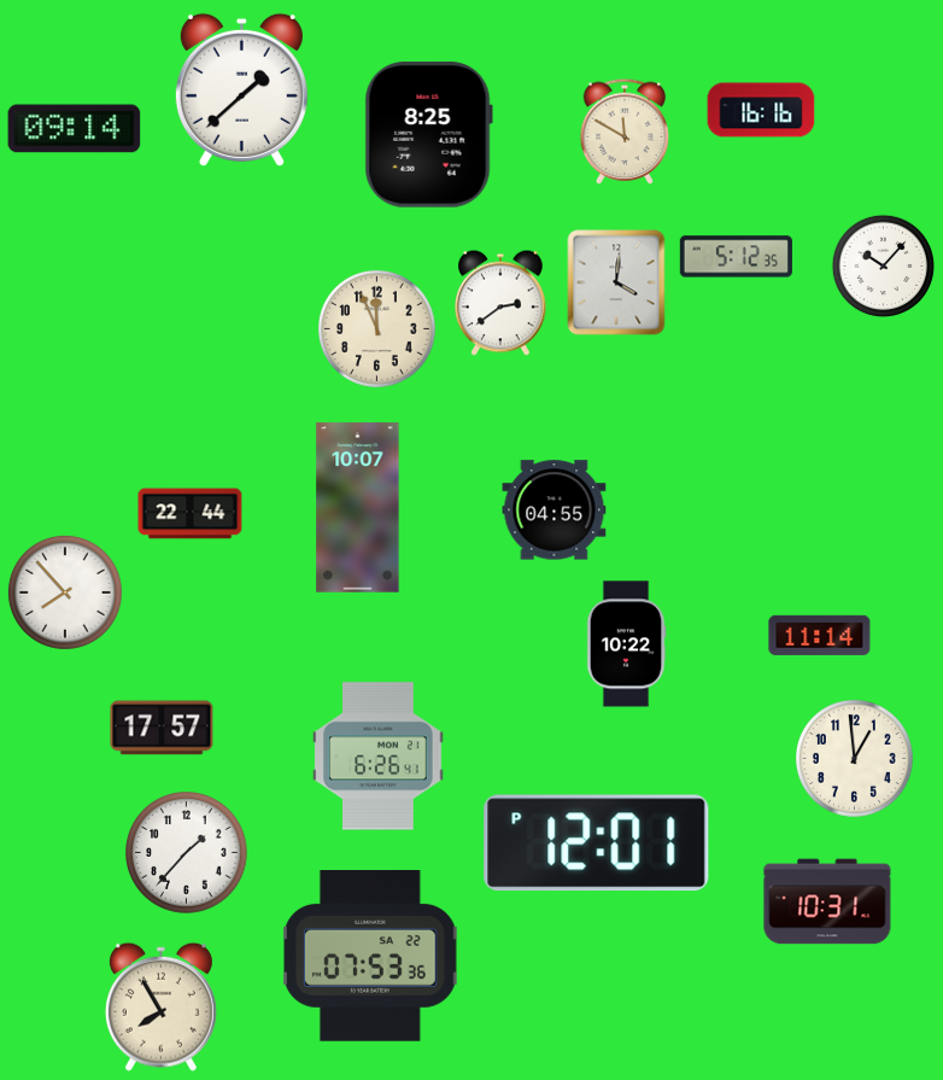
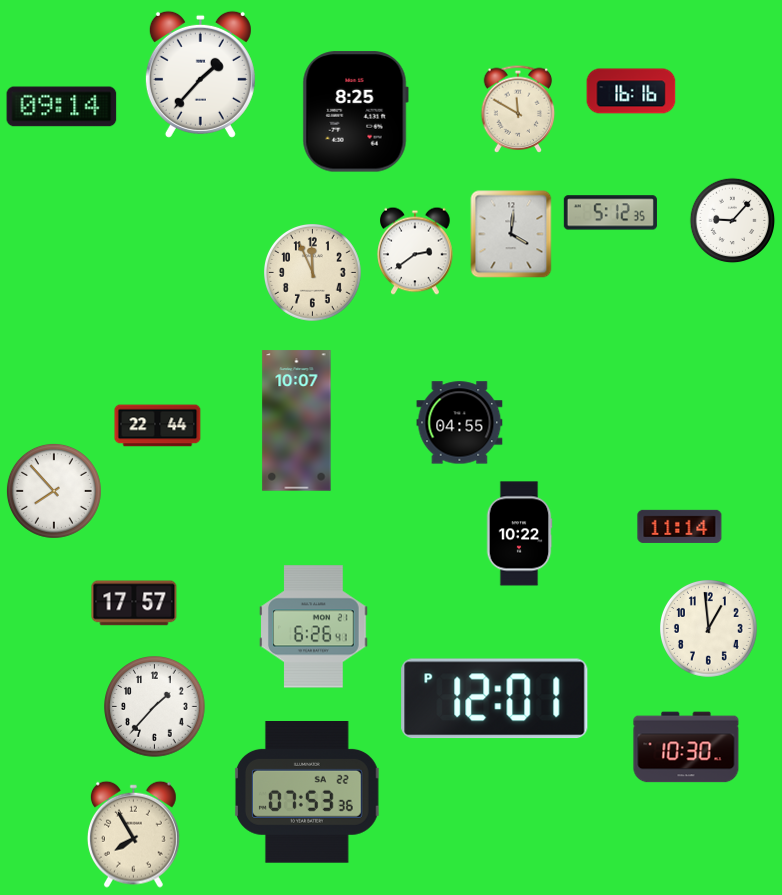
clock at (241, 89): 1:38 -> 1:37
clock at (884, 267): 10:07 -> 9:07
clock at (827, 901): 10:31 -> 10:30
